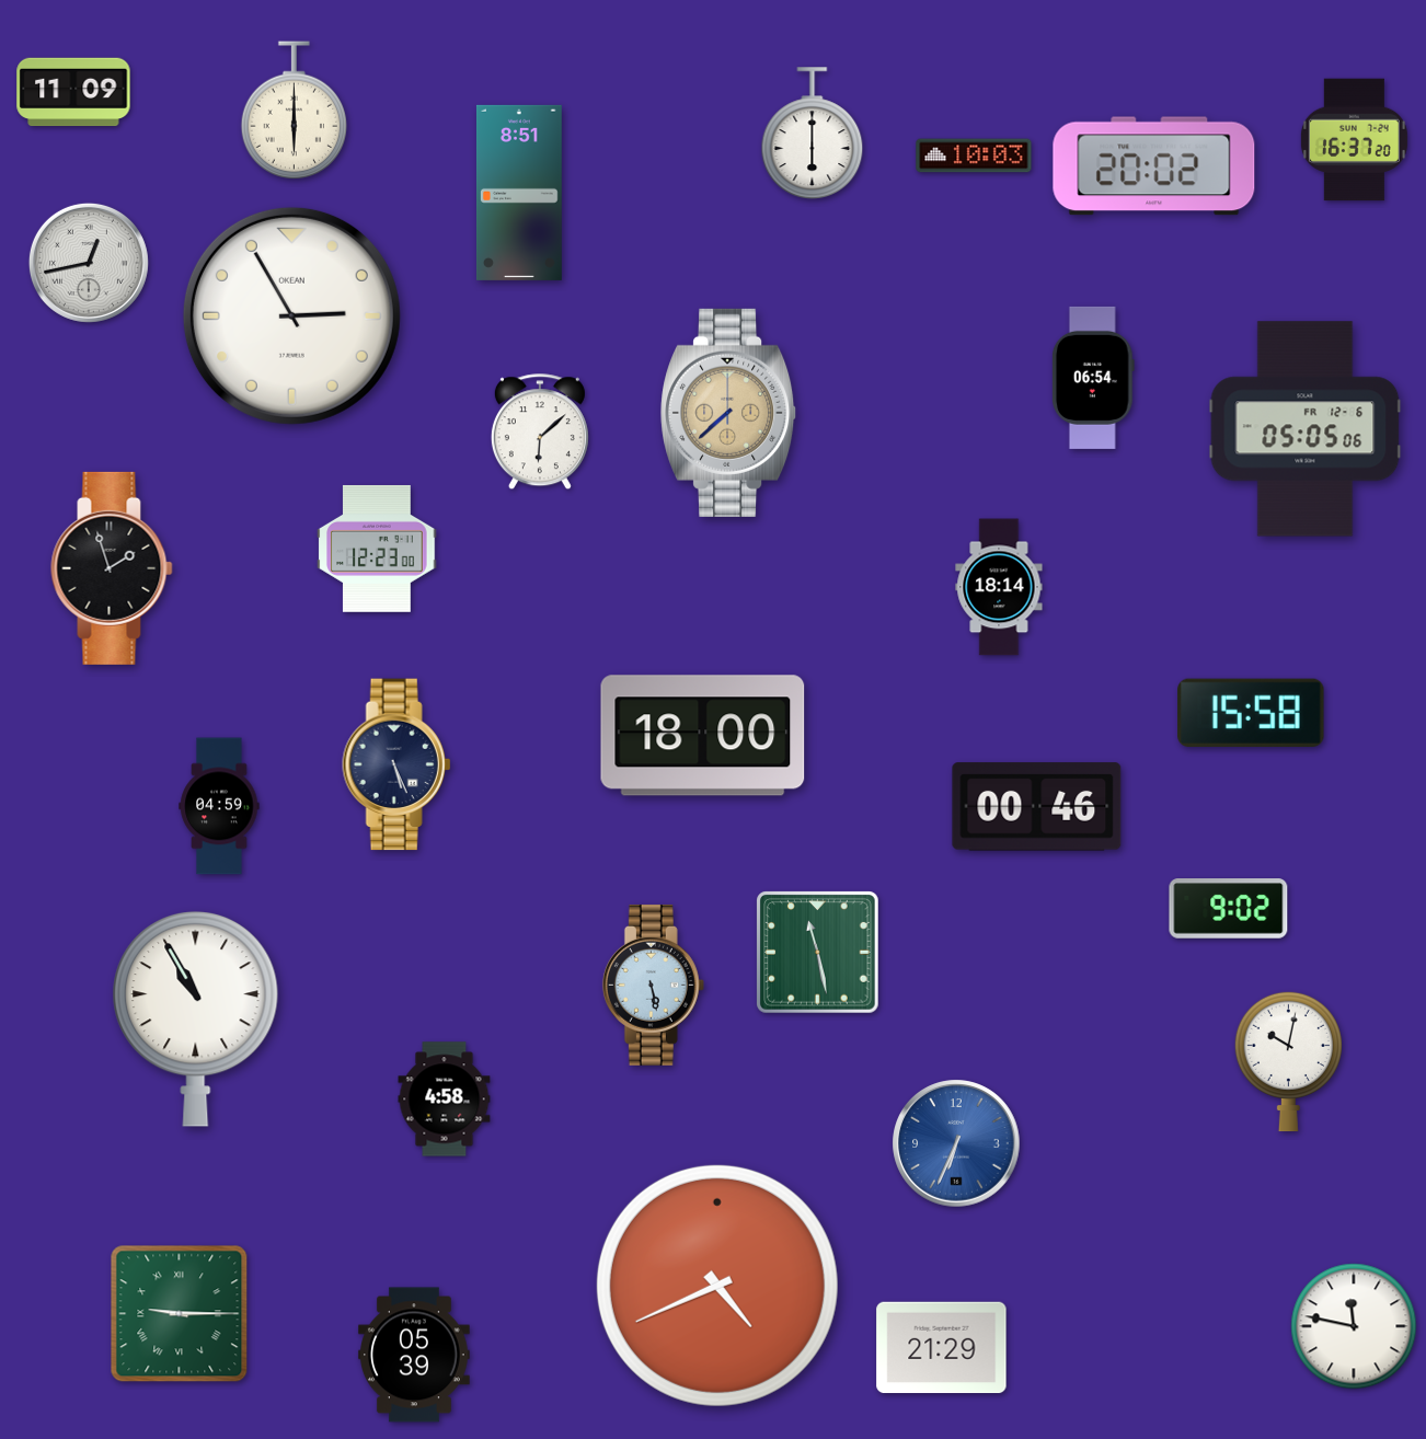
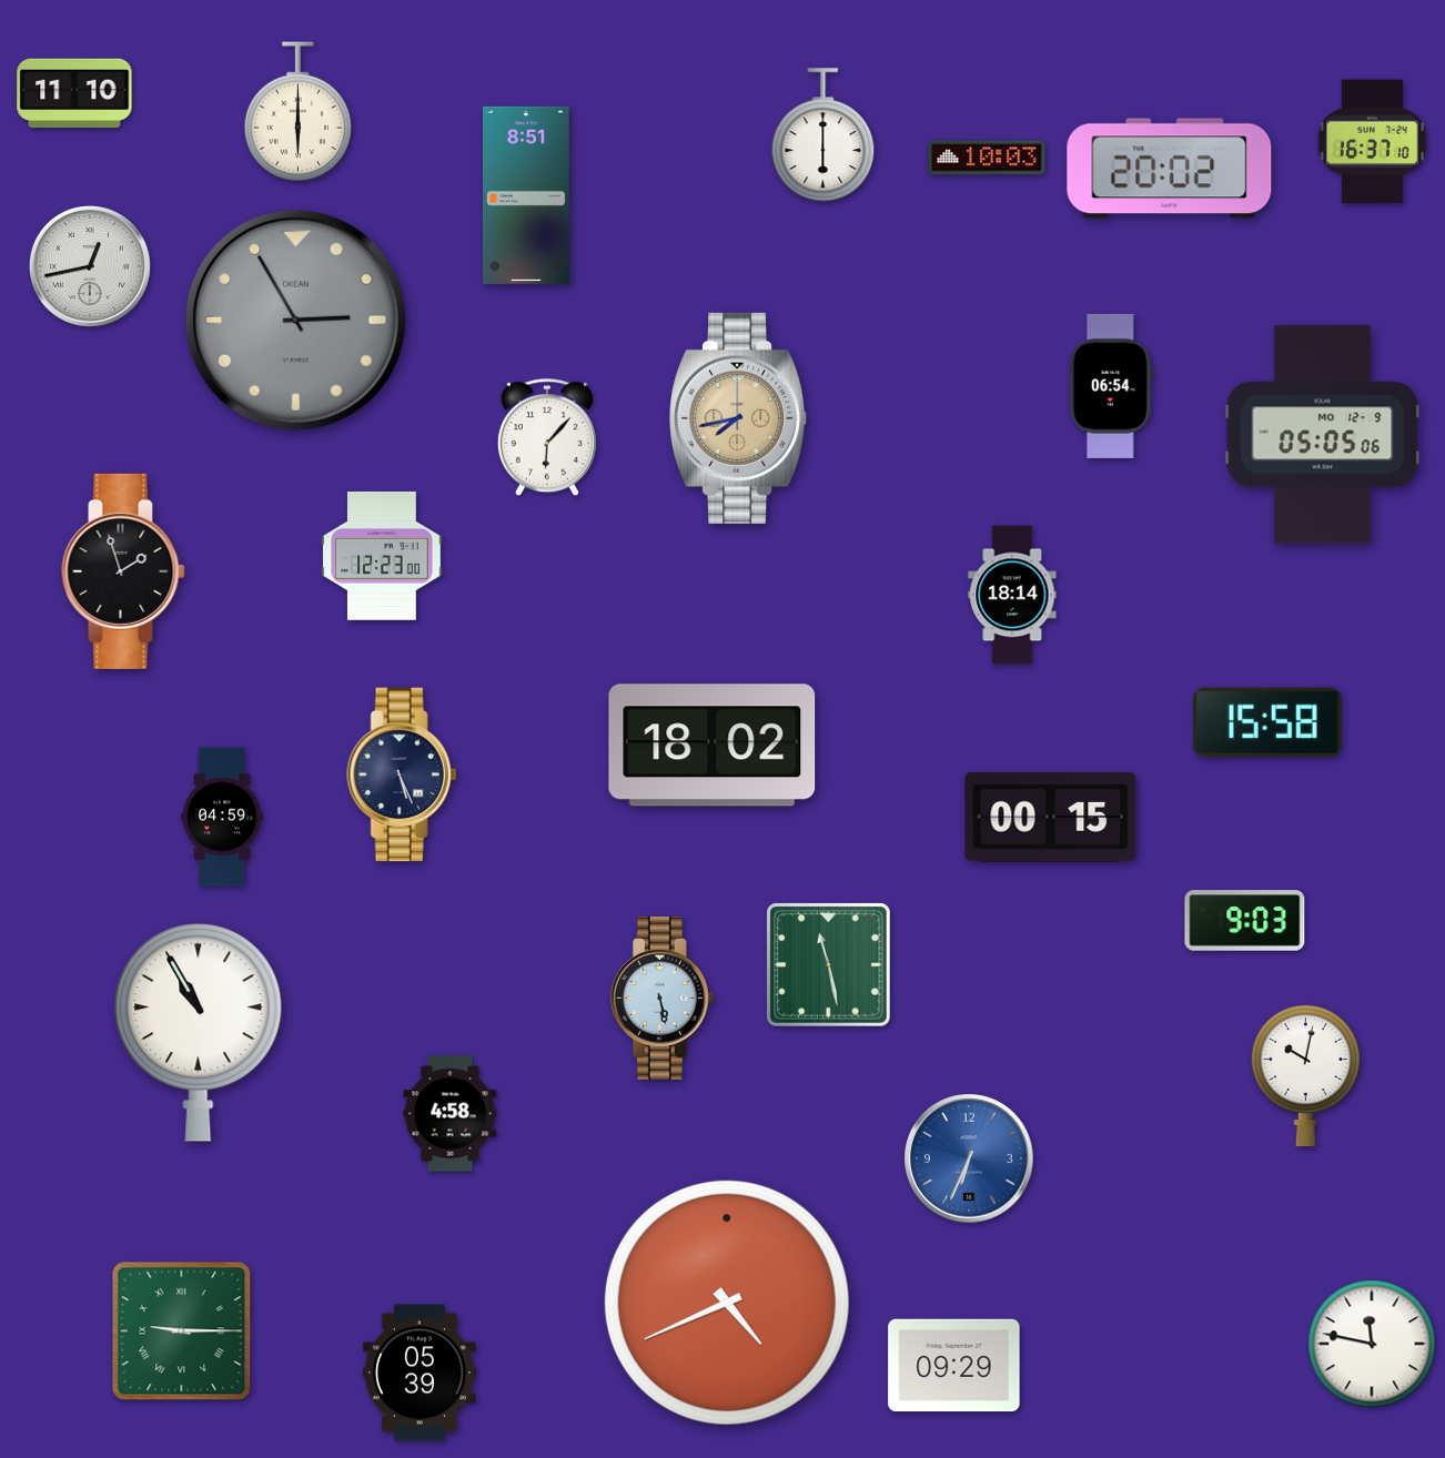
clock at (73, 92): 11:09 -> 11:10
clock at (1354, 140): 16:37:20 -> 16:37:10
clock at (291, 315) dial: white -> grey
clock at (1093, 378) position: (1093, 378) -> (1111, 386)
clock at (729, 413): 7:38 -> 7:43
clock at (1306, 429) date: FR 12-6 -> MO 12-9
clock at (540, 433): 6:08 -> 6:07
clock at (112, 568) position: (112, 568) -> (123, 571)
clock at (703, 736): 18:00 -> 18:02
clock at (1037, 807): 00:46 -> 00:15
clock at (1229, 909): 9:02 -> 9:03
clock at (942, 1348): 21:29 -> 09:29
